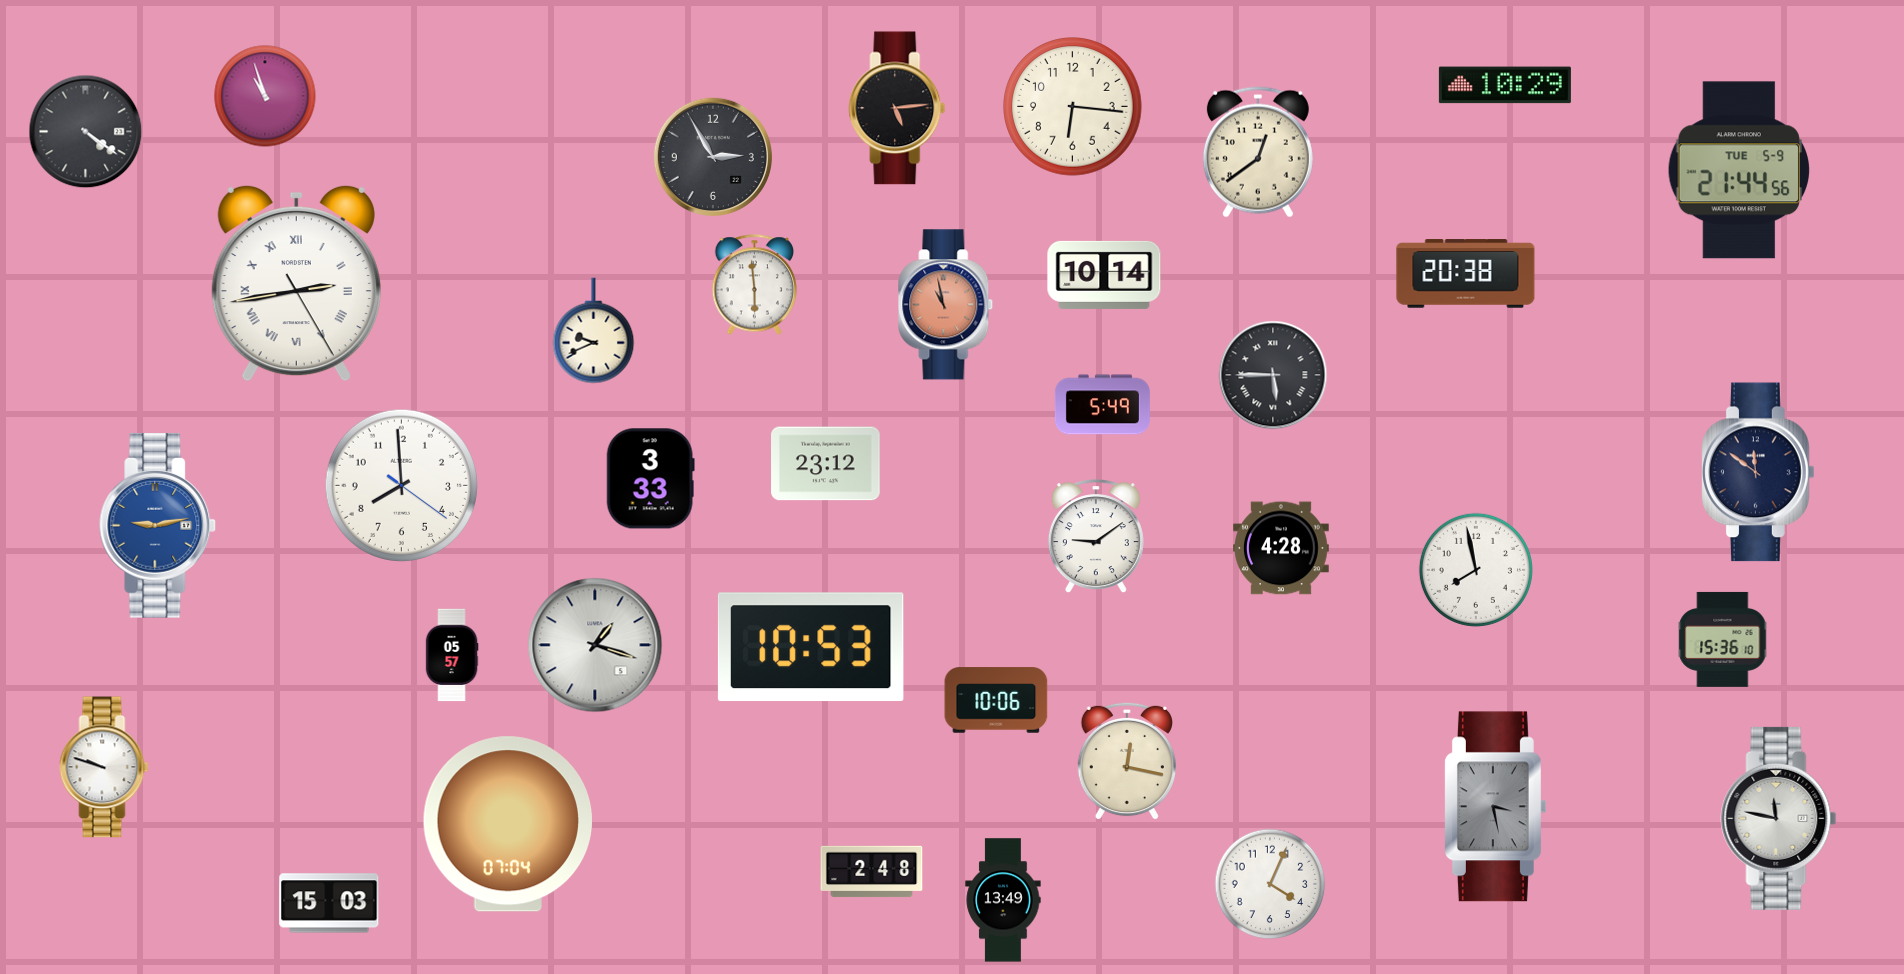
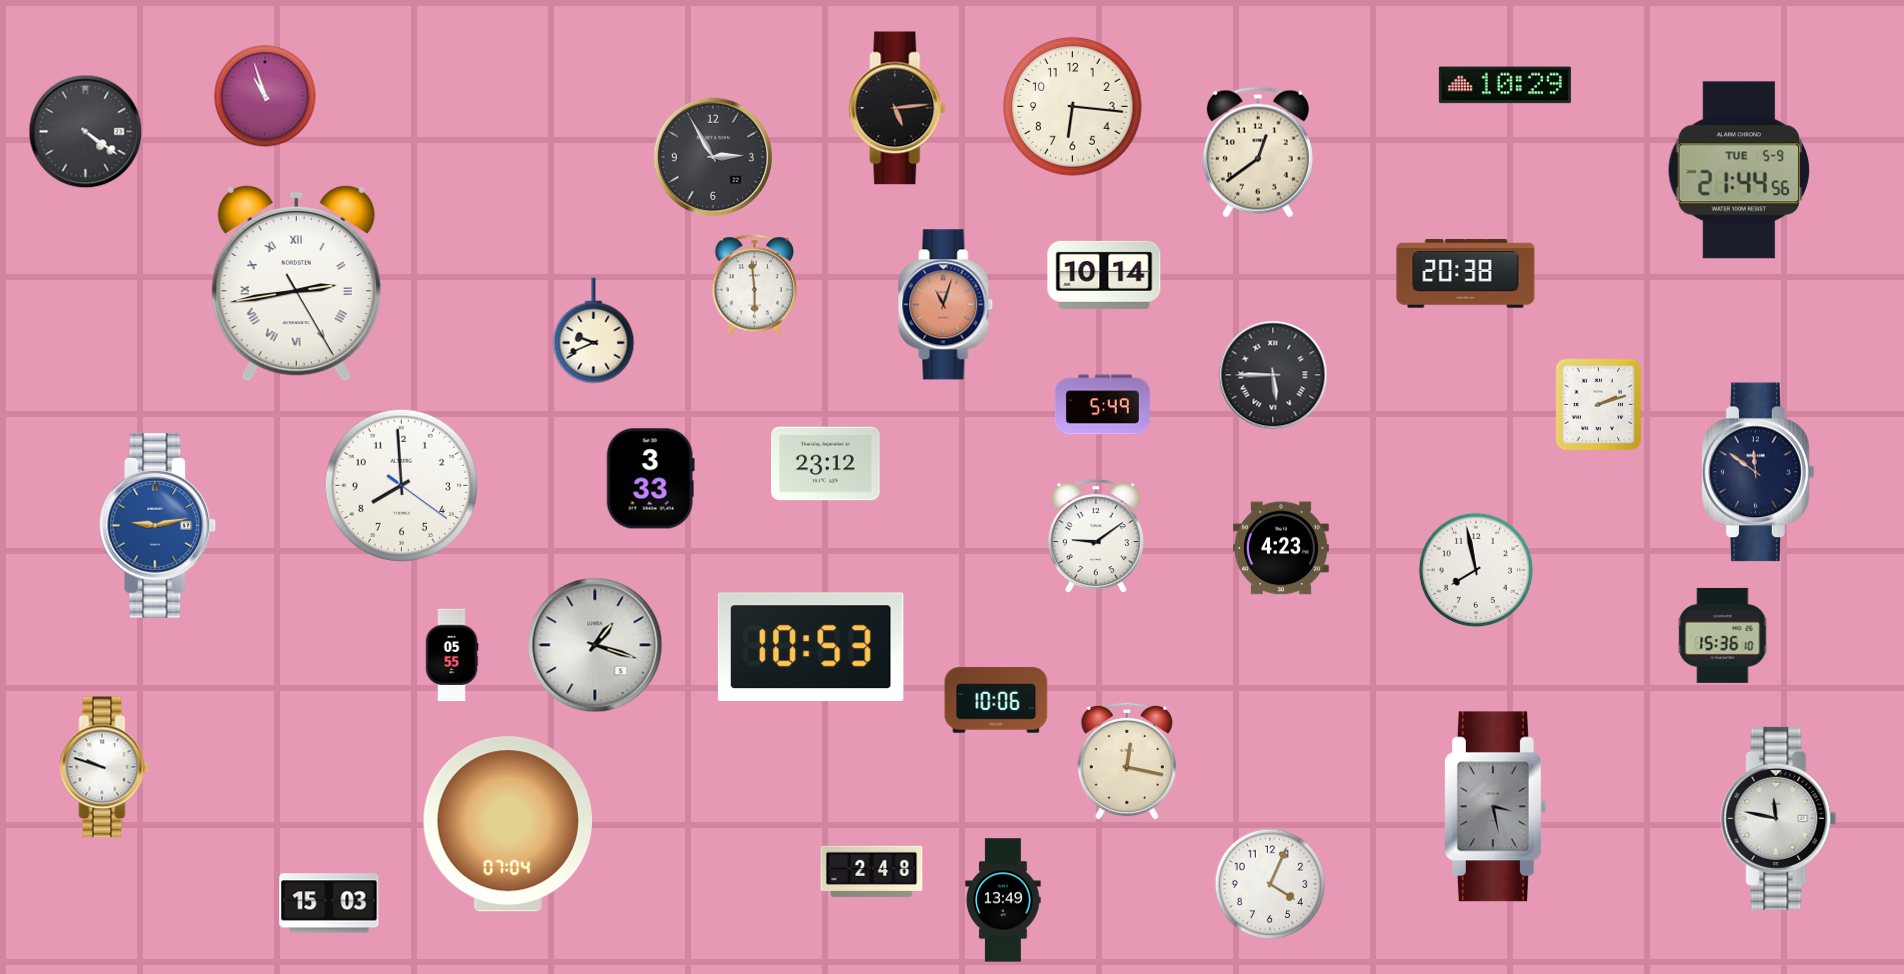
clock at (946, 305): 10:58 -> 11:03
clock at (1599, 405): none -> 2:12
clock at (1281, 548): 4:28 -> 4:23
clock at (1723, 639) position: (1723, 639) -> (1723, 635)
clock at (452, 655): 05:57 -> 05:55
